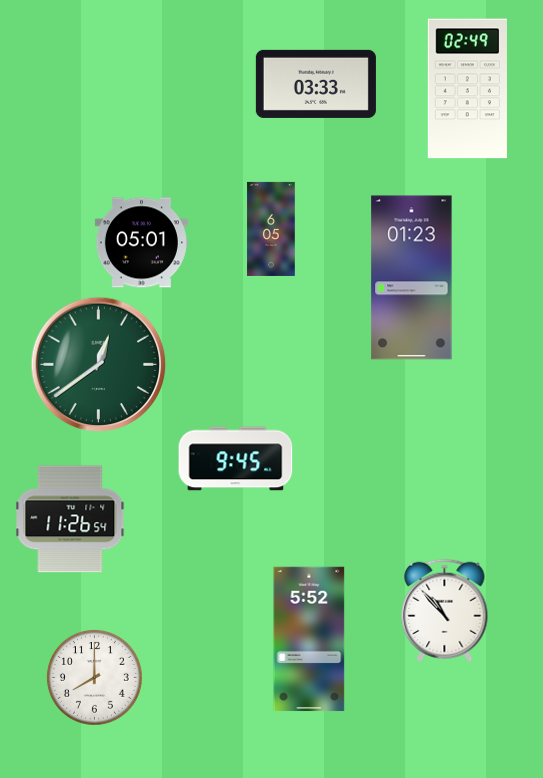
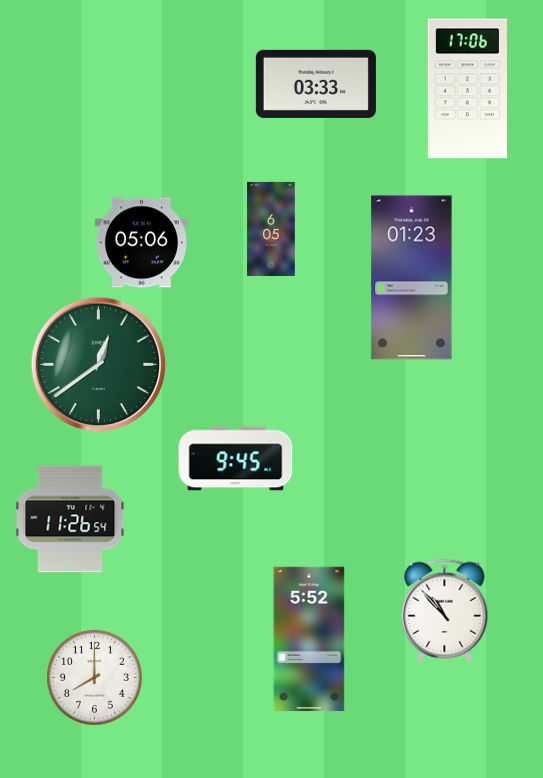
clock at (467, 89): 02:49 -> 17:06
clock at (141, 243): 05:01 -> 05:06
